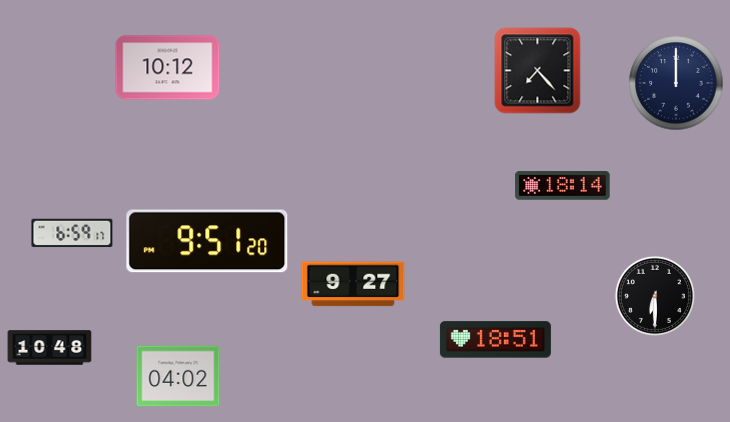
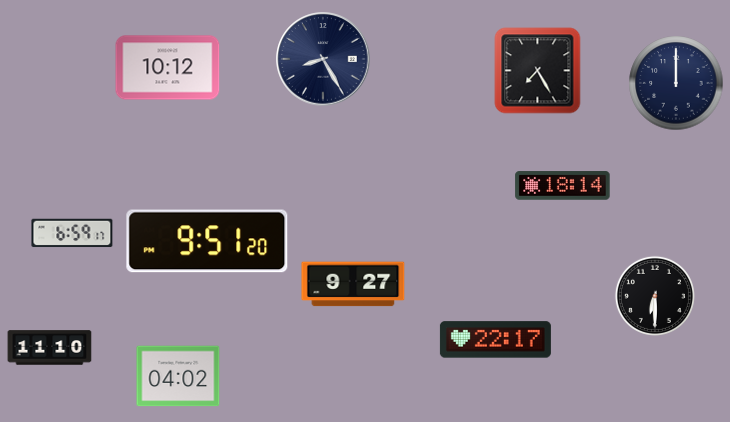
clock at (323, 59): none -> 8:25
clock at (538, 71): 7:23 -> 7:25
clock at (495, 340): 18:51 -> 22:17
clock at (50, 348): 10:48 -> 11:10
